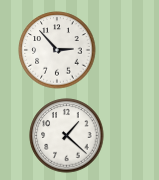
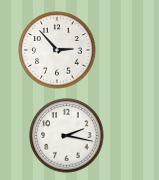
clock at (67, 136): 1:22 -> 2:17
